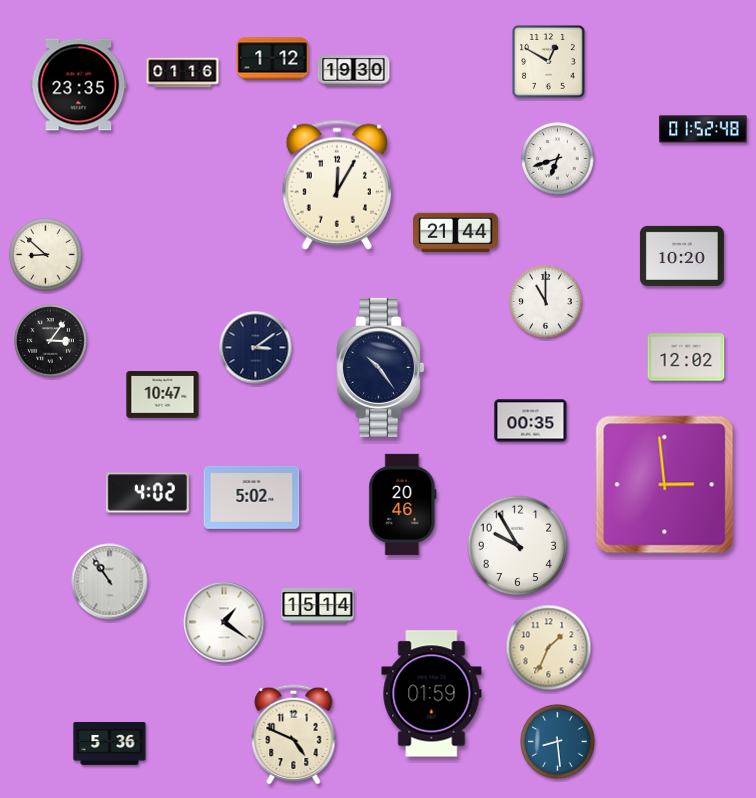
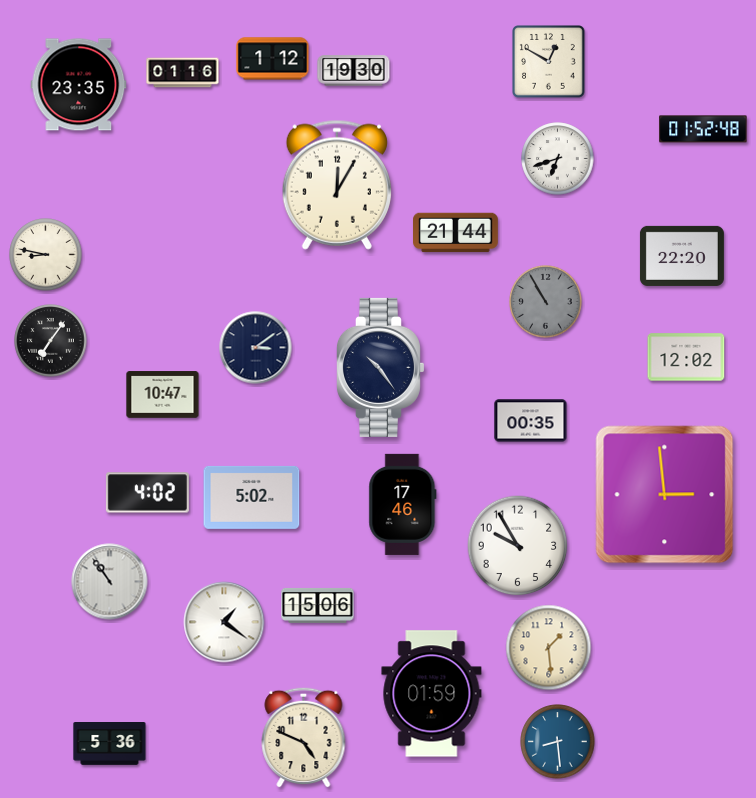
clock at (46, 255): 8:52 -> 8:47
clock at (682, 256): 10:20 -> 22:20
clock at (546, 302): 11:00 -> 10:55
clock at (546, 302) dial: white -> grey
clock at (51, 341): 3:06 -> 7:06
clock at (665, 485) position: (665, 485) -> (665, 495)
clock at (403, 504): 20:46 -> 17:46
clock at (318, 606): 15:14 -> 15:06
clock at (549, 648): 1:34 -> 1:29
clock at (294, 734) position: (294, 734) -> (304, 737)
